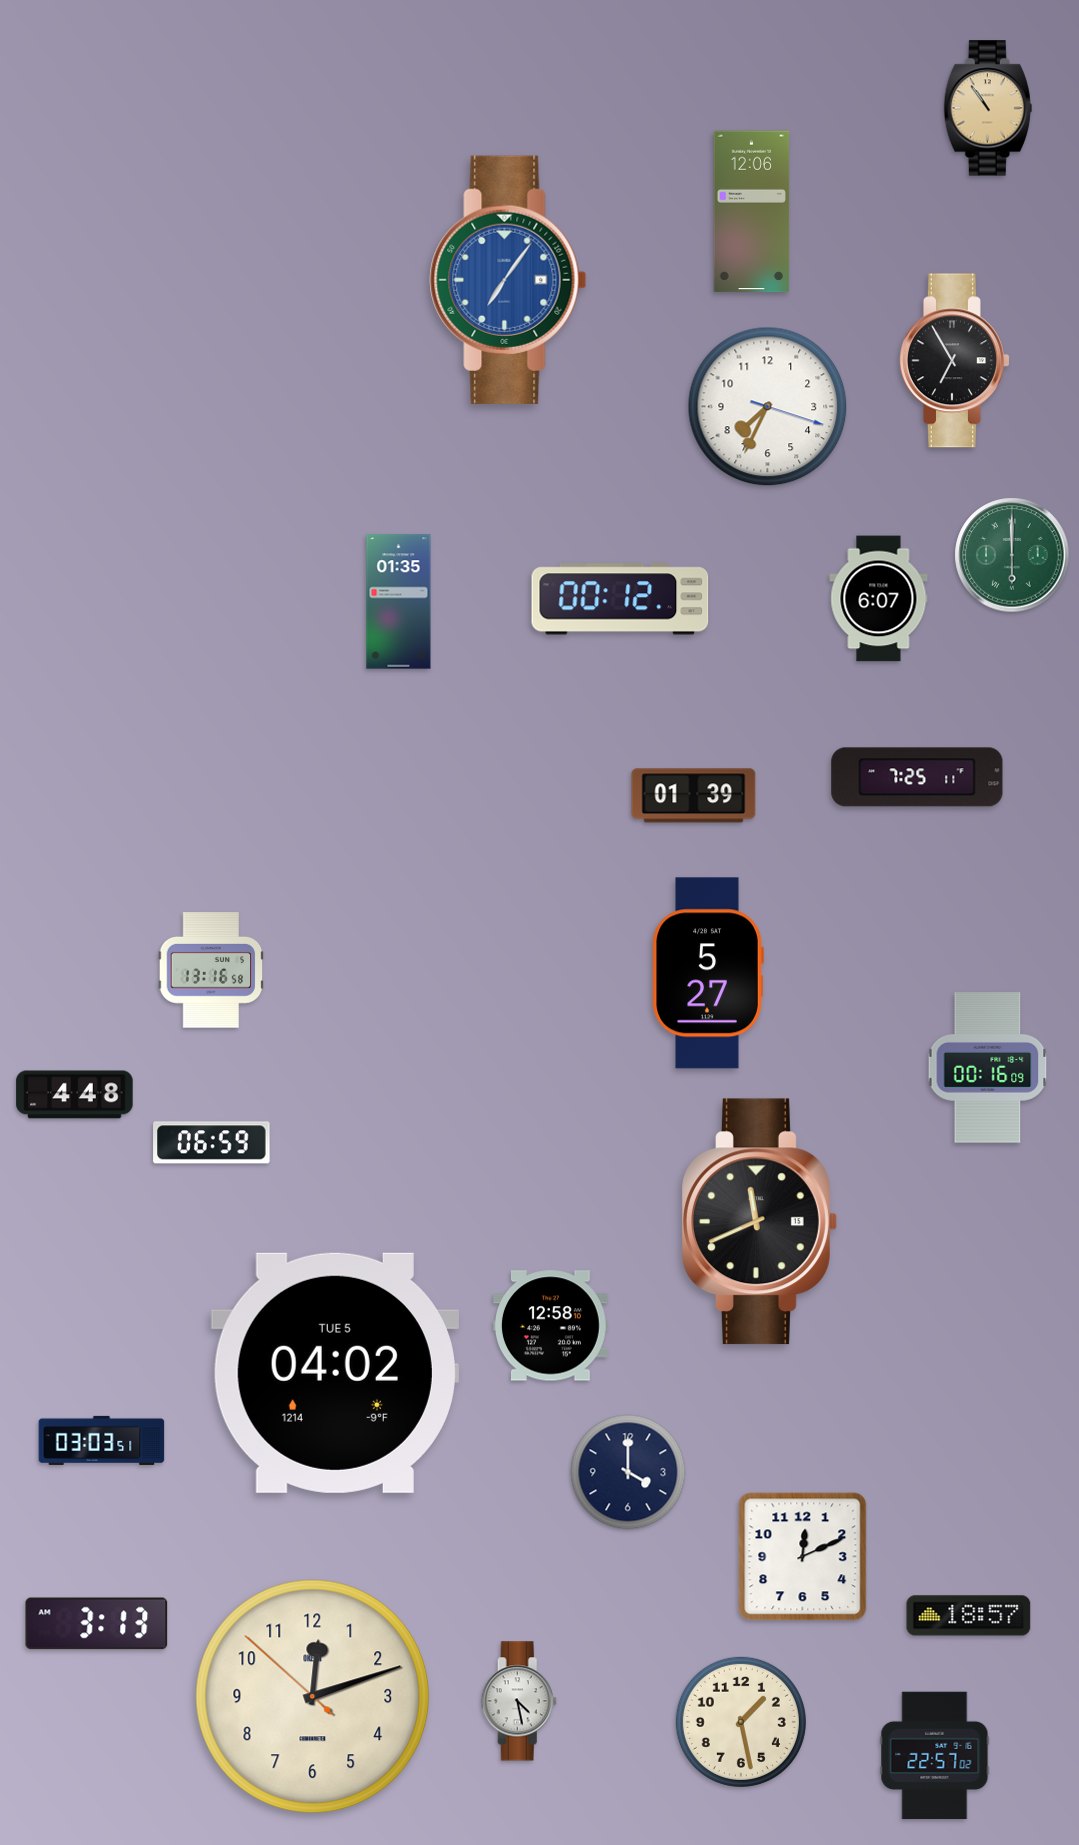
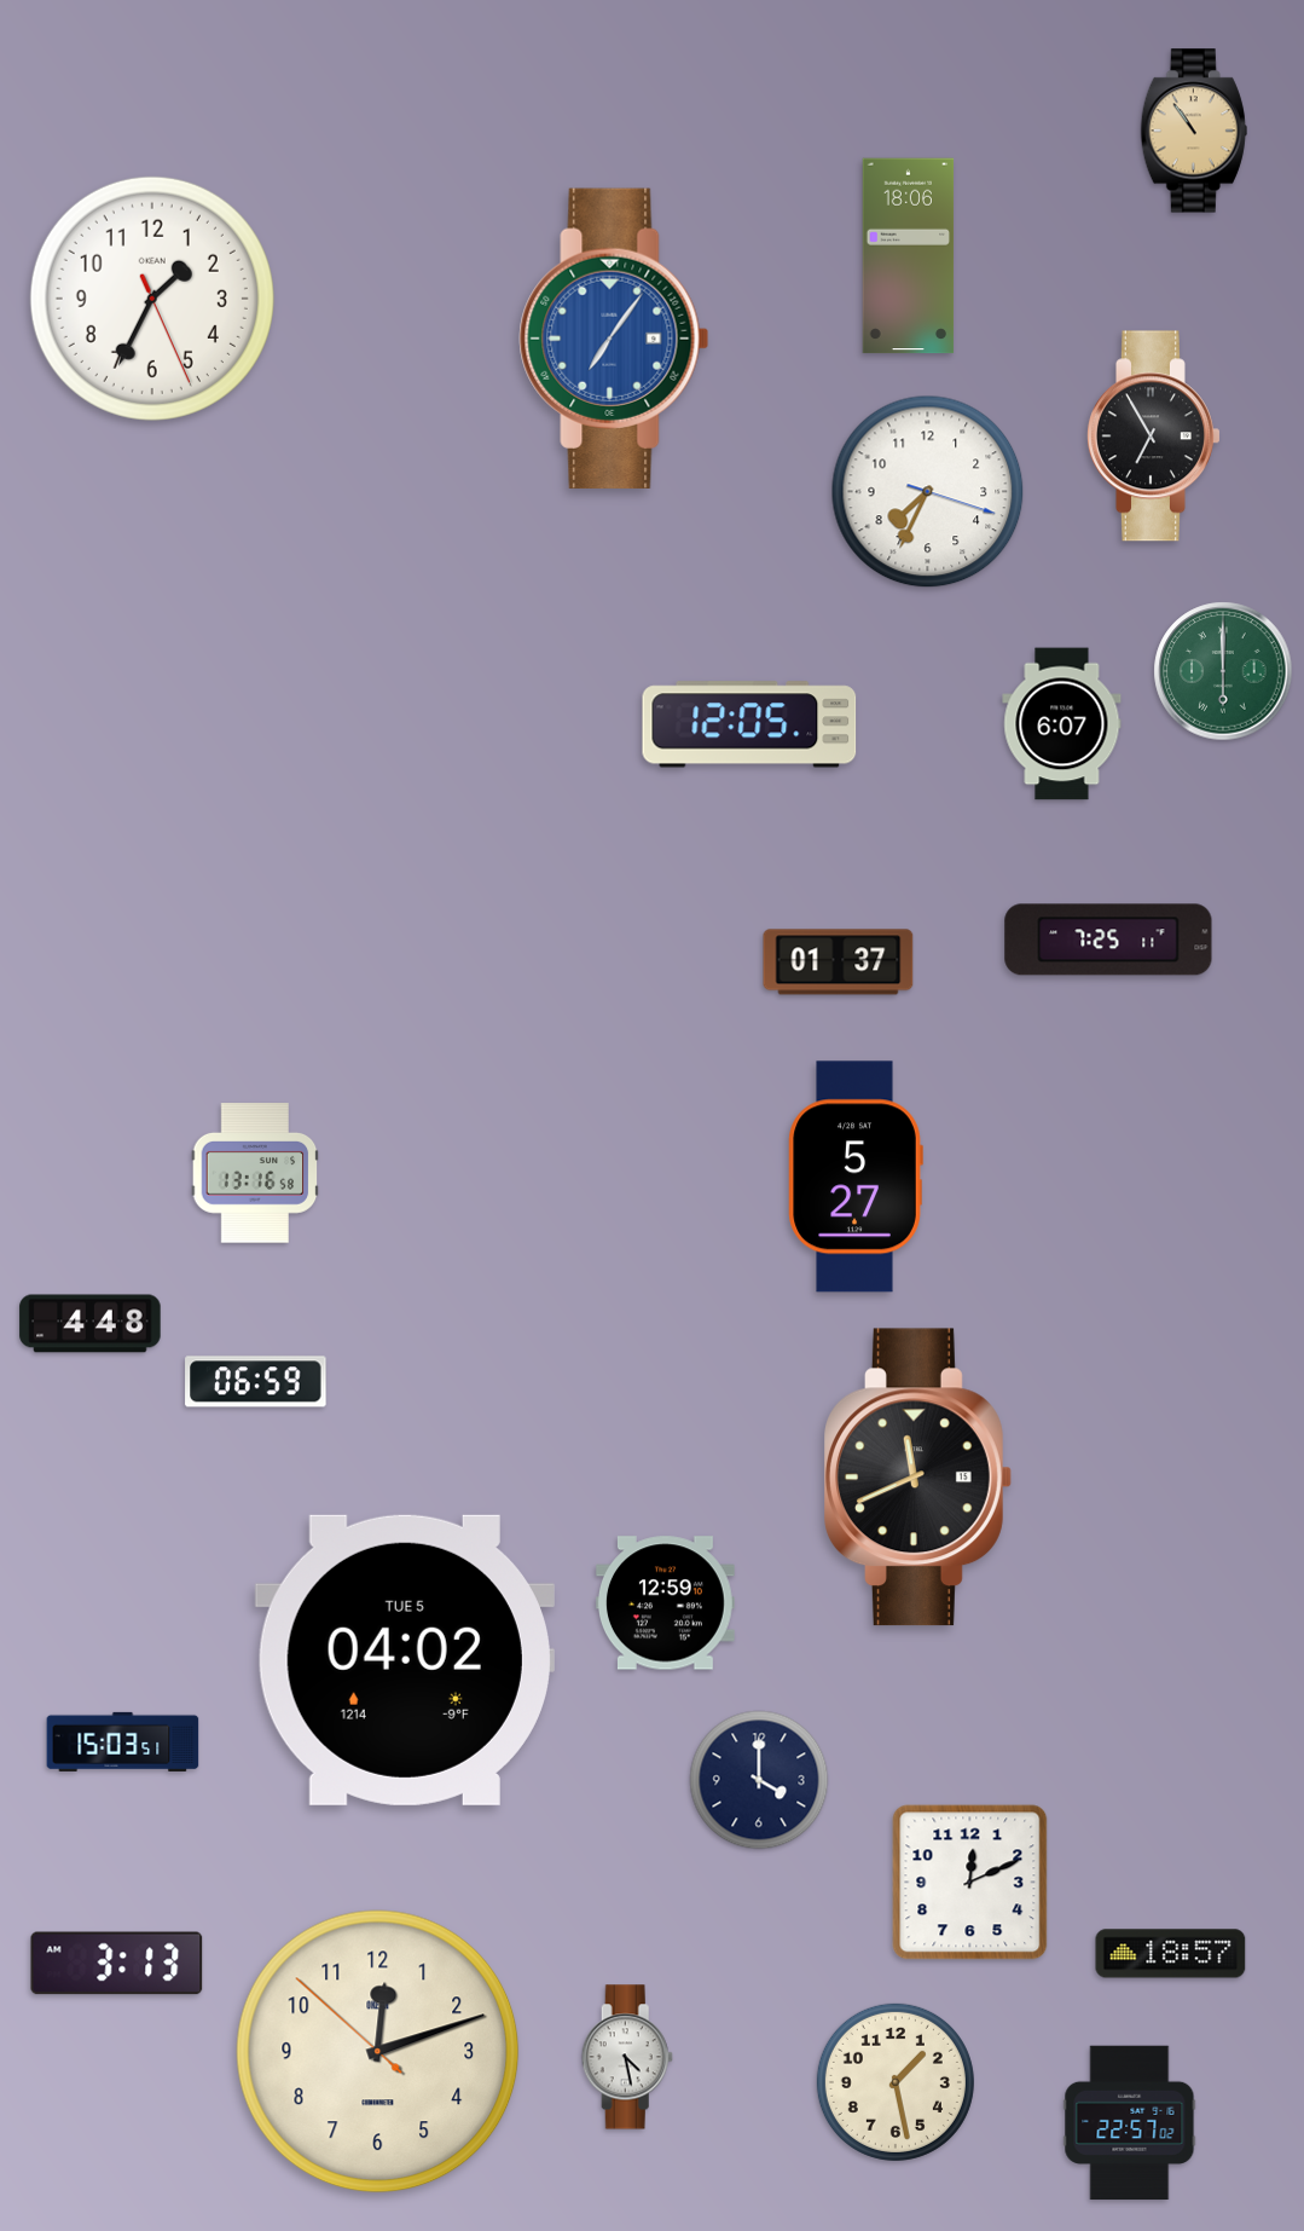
clock at (752, 212): 12:06 -> 18:06
clock at (152, 299): none -> 1:34
clock at (620, 599): 00:12 -> 12:05
clock at (399, 602): 01:35 -> none
clock at (694, 796): 01:39 -> 01:37
clock at (988, 1068): 00:16 -> none
clock at (551, 1326): 12:58 -> 12:59
clock at (102, 1440): 03:03 -> 15:03
